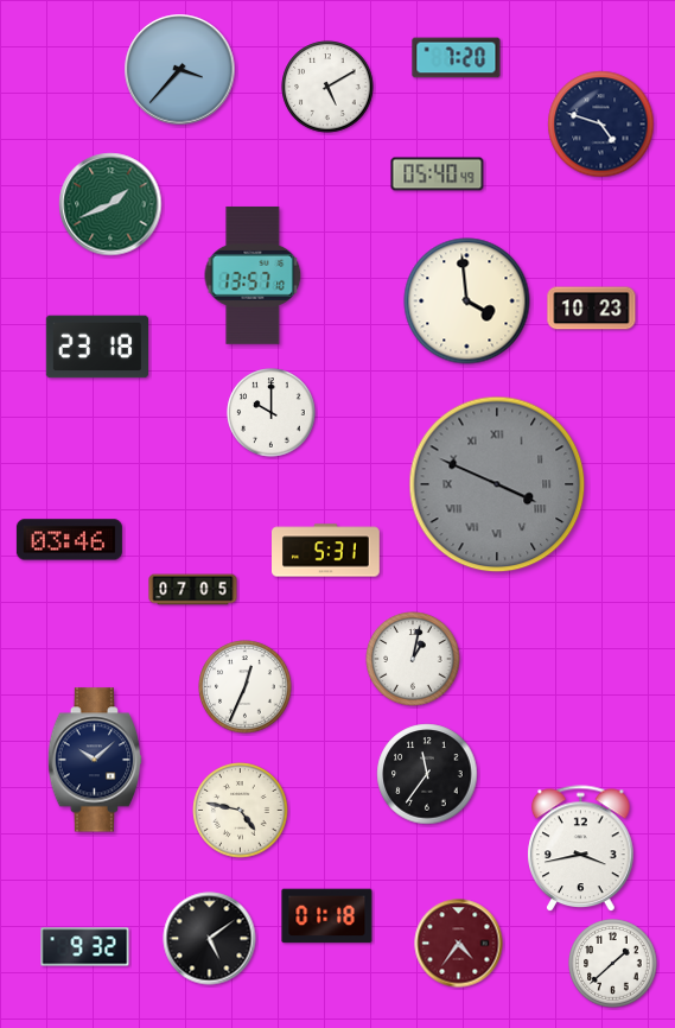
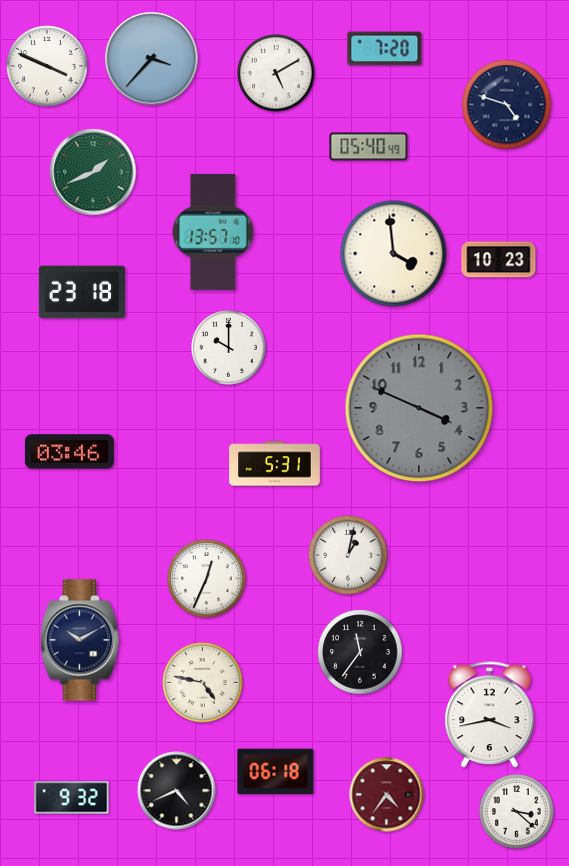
clock at (47, 66): none -> 3:49
clock at (497, 484) numerals: Roman -> Arabic
clock at (69, 540) position: (69, 540) -> (69, 452)
clock at (193, 590): 07:05 -> none
clock at (95, 760): 10:08 -> 10:10
clock at (327, 916): 01:18 -> 06:18
clock at (210, 939): 5:09 -> 4:41
clock at (613, 964): 1:38 -> 3:22
